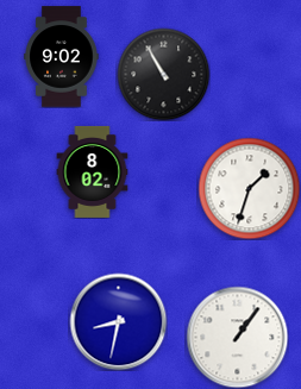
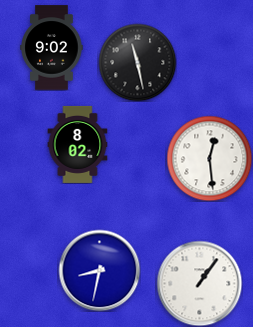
clock at (163, 74): 10:55 -> 11:28
clock at (249, 188): 1:33 -> 12:29
